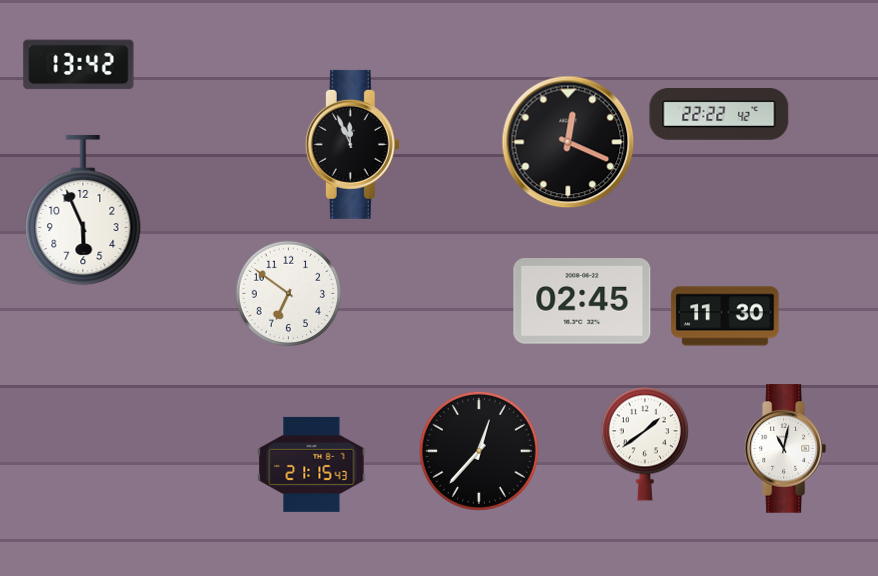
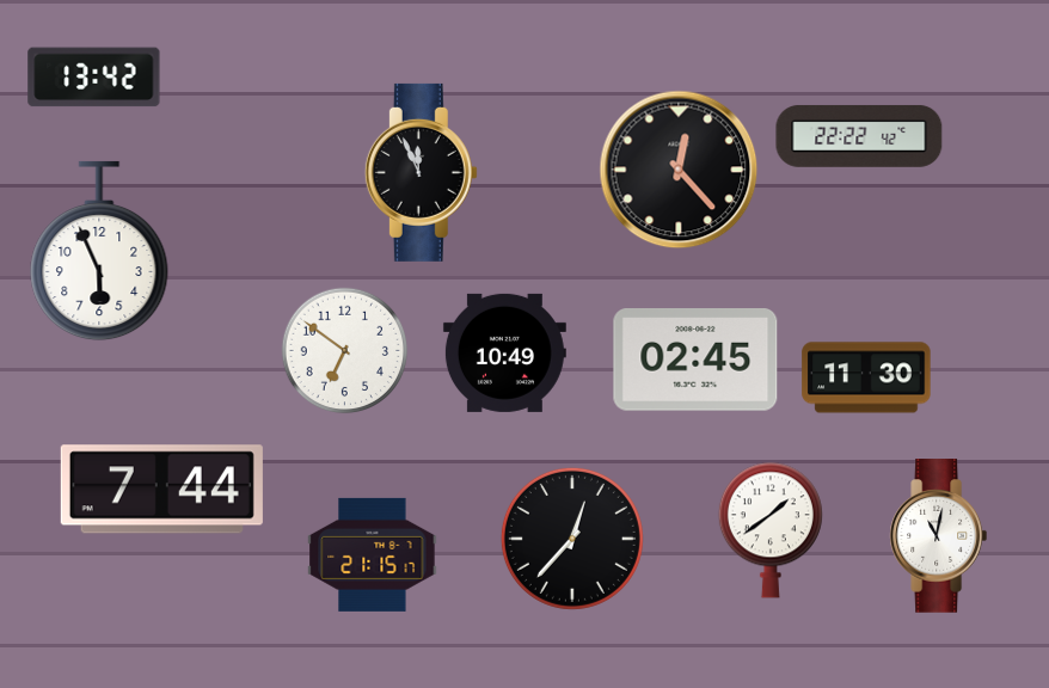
clock at (568, 142): 12:19 -> 12:23
clock at (504, 352): none -> 10:49
clock at (161, 490): none -> 7:44
clock at (312, 464): 21:15:43 -> 21:15:17
